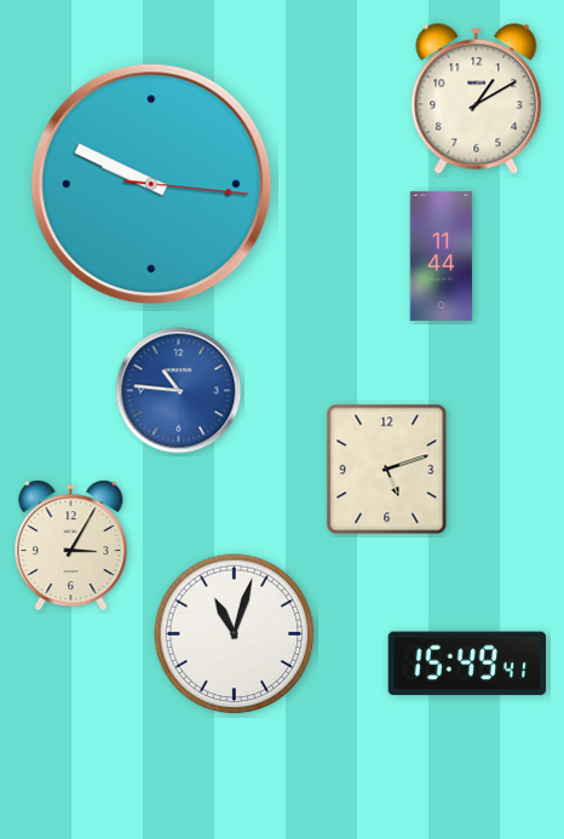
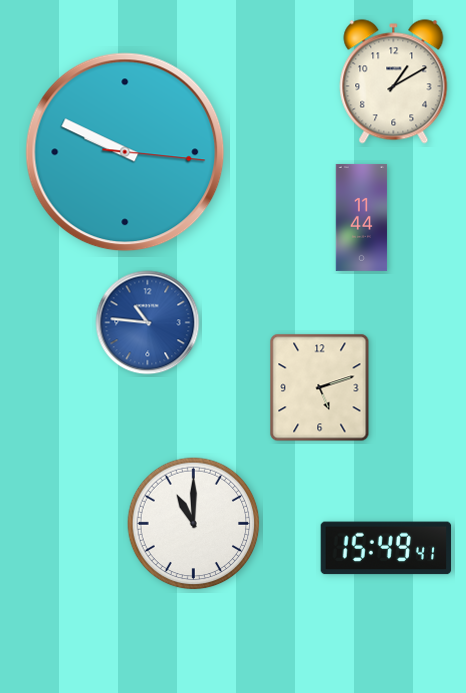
clock at (442, 255) position: (442, 255) -> (362, 217)
clock at (71, 546): 3:05 -> none
clock at (235, 634): 11:03 -> 11:00
